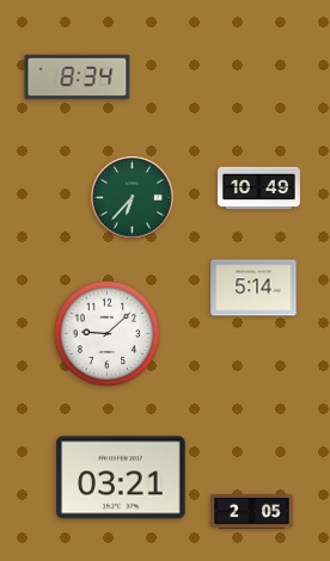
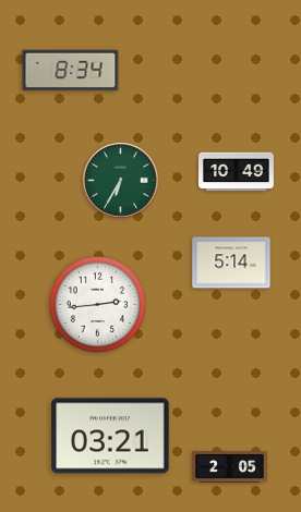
clock at (133, 198): 6:37 -> 6:35
clock at (108, 334): 9:08 -> 2:44
